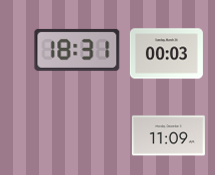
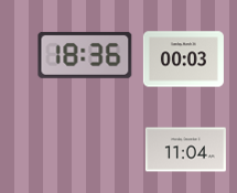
clock at (77, 50): 18:31 -> 18:36
clock at (168, 136): 11:09 -> 11:04
